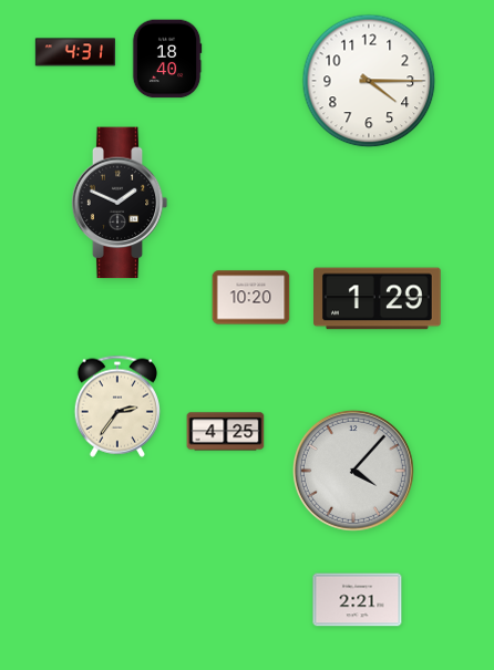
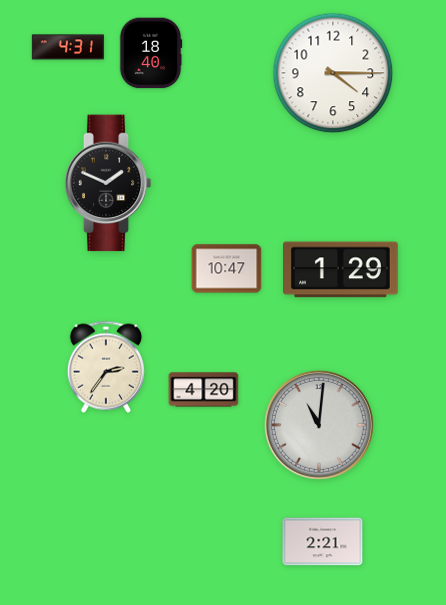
clock at (251, 298): 10:20 -> 10:47
clock at (226, 432): 4:25 -> 4:20
clock at (353, 471): 4:07 -> 11:01
